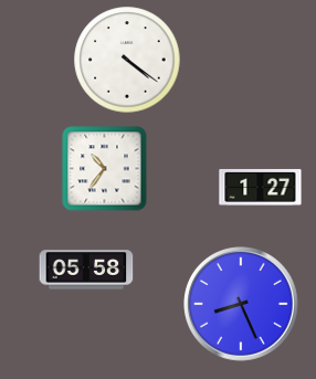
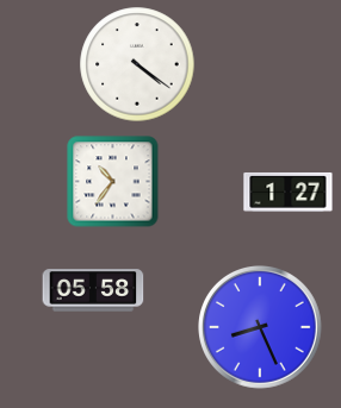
clock at (261, 188) position: (261, 188) -> (289, 193)
